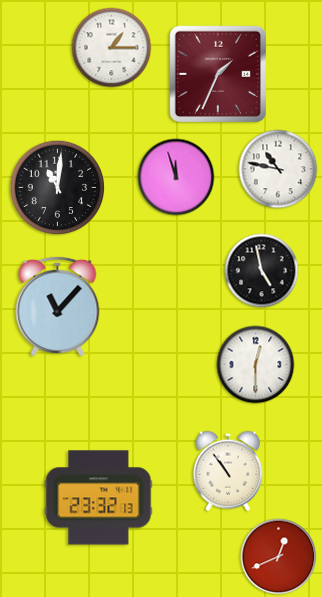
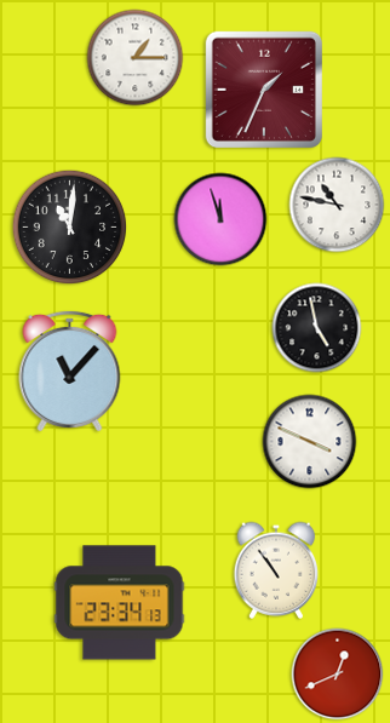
clock at (176, 177) position: (176, 177) -> (220, 219)
clock at (256, 365): 12:30 -> 3:49
clock at (99, 498): 23:32 -> 23:34
